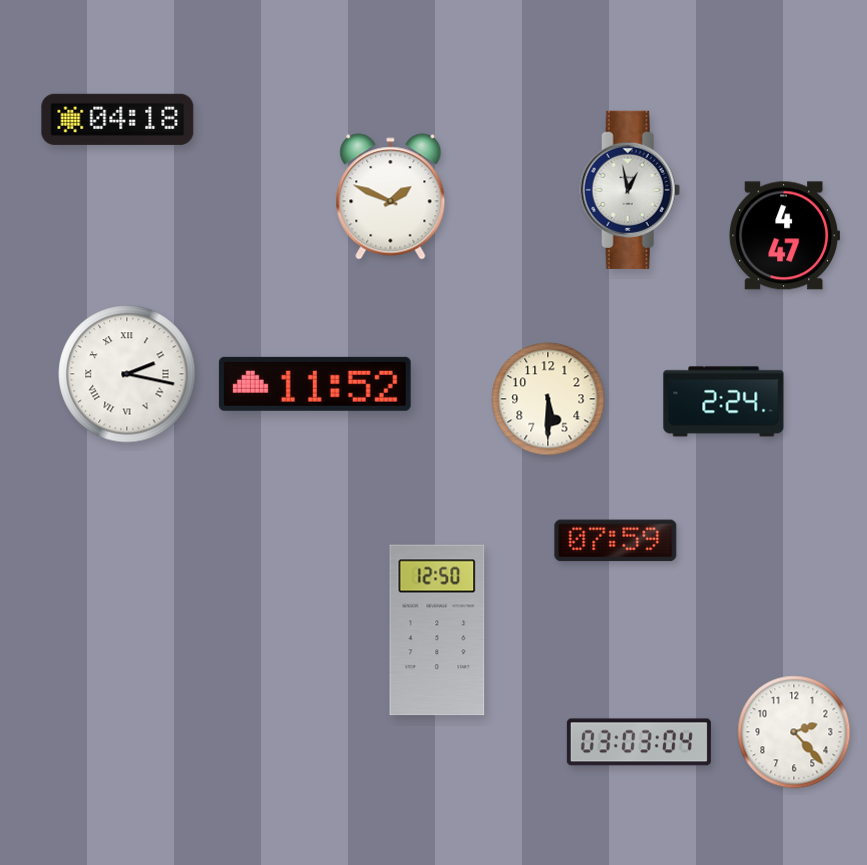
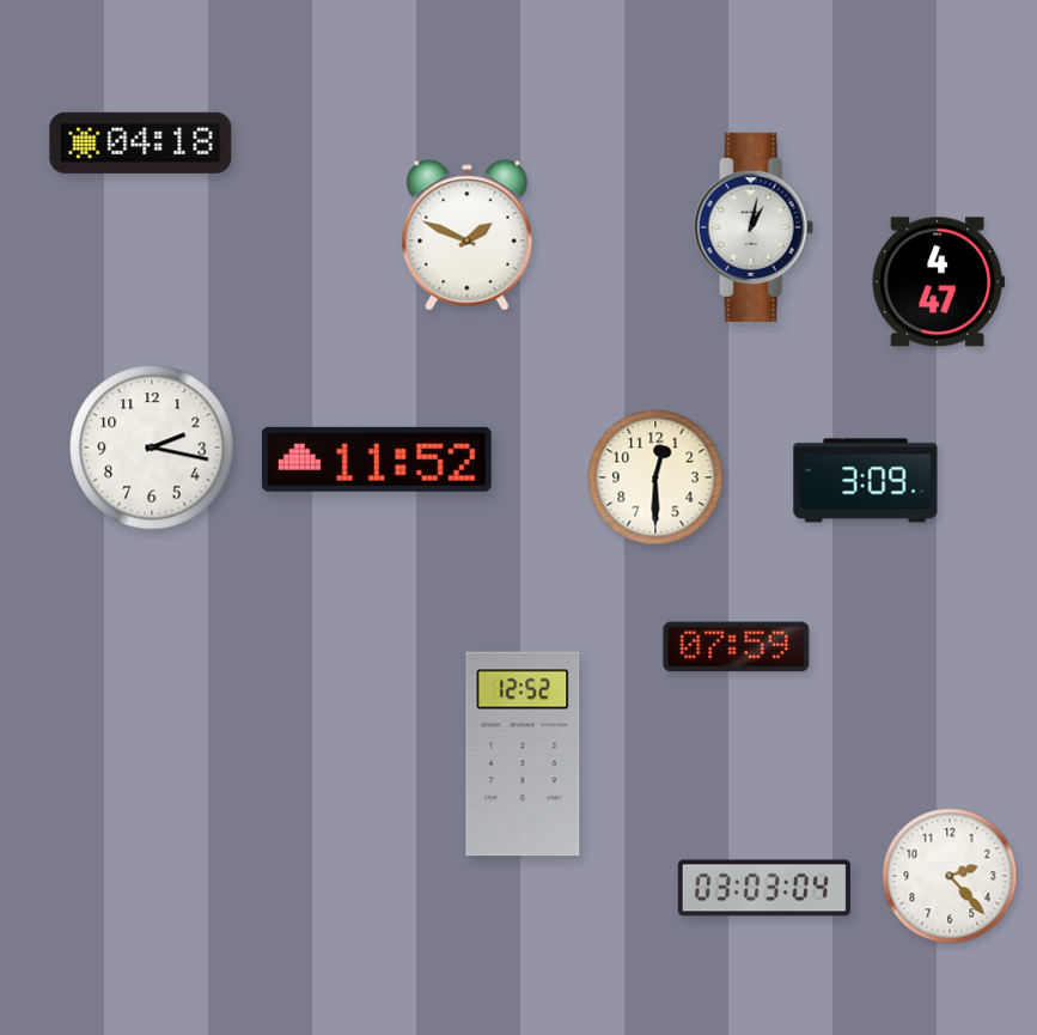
clock at (630, 190): 12:58 -> 1:02
clock at (127, 374) numerals: Roman -> Arabic
clock at (548, 399): 5:30 -> 12:30
clock at (724, 402): 2:24 -> 3:09
clock at (437, 630): 12:50 -> 12:52
